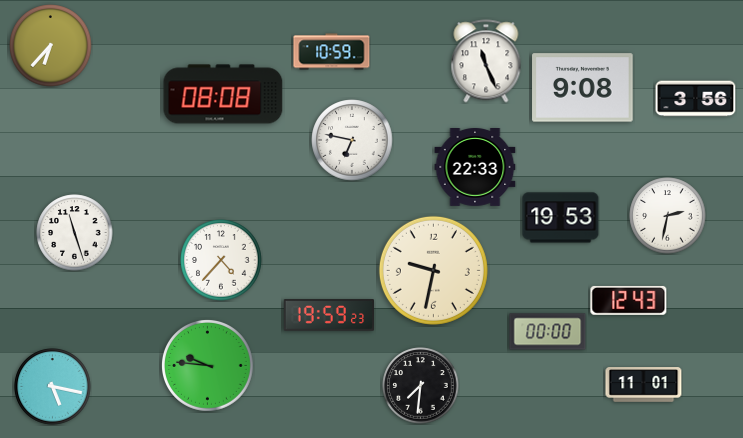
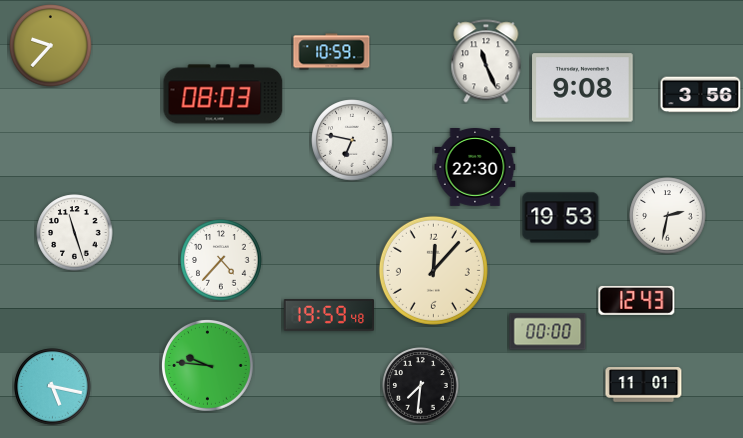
clock at (51, 46): 6:37 -> 9:37
clock at (223, 94): 08:08 -> 08:03
clock at (696, 99) position: (696, 99) -> (701, 95)
clock at (475, 168): 22:33 -> 22:30
clock at (433, 270): 9:32 -> 12:07
clock at (629, 300) position: (629, 300) -> (637, 300)
clock at (329, 315): 19:59:23 -> 19:59:48
